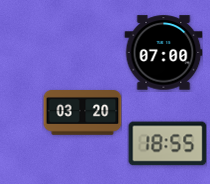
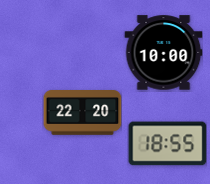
clock at (163, 53): 07:00 -> 10:00
clock at (82, 113): 03:20 -> 22:20
